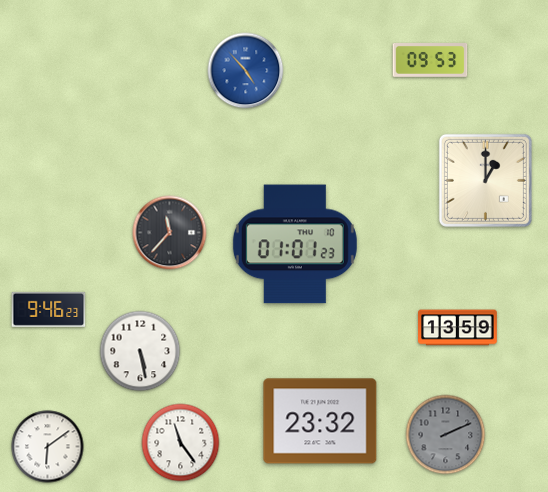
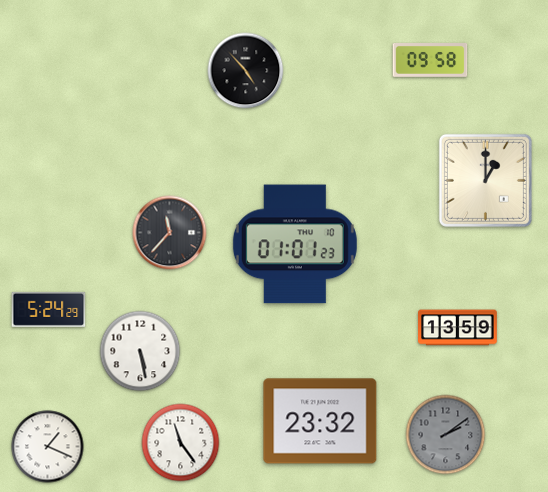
clock at (430, 61): 09:53 -> 09:58
clock at (246, 71) dial: blue -> black
clock at (49, 309): 9:46 -> 5:24
clock at (446, 435): 2:11 -> 2:09
clock at (48, 447): 6:09 -> 1:19
